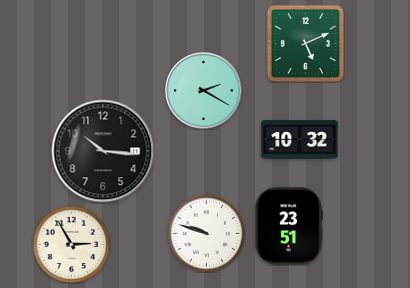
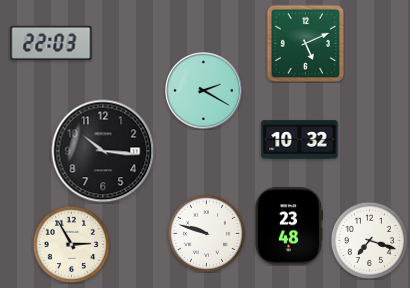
clock at (51, 43): none -> 22:03
clock at (288, 226): 23:51 -> 23:48
clock at (369, 240): none -> 7:18
